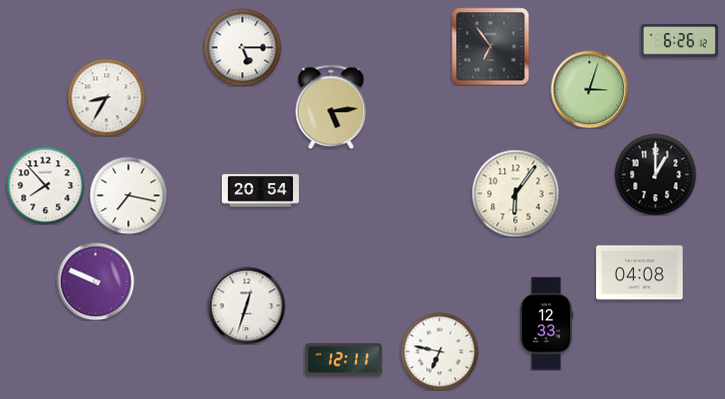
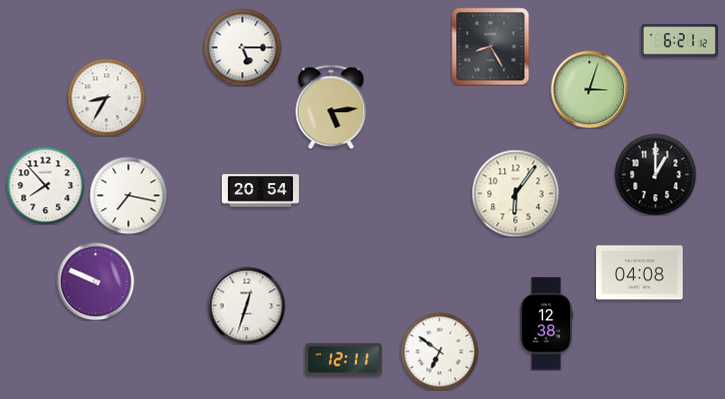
clock at (679, 41): 6:26 -> 6:21
clock at (490, 46): 6:54 -> 8:25
clock at (546, 324): 12:33 -> 12:38
clock at (439, 351): 6:47 -> 6:51
